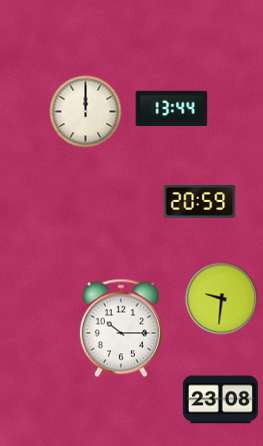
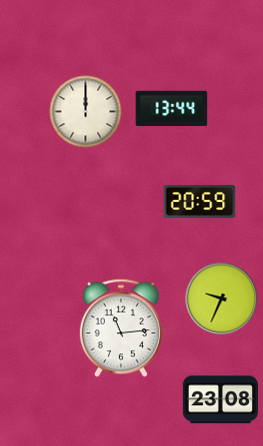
clock at (222, 299): 9:31 -> 9:34
clock at (121, 328): 10:15 -> 11:14
